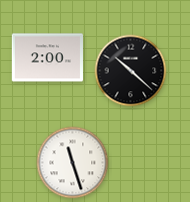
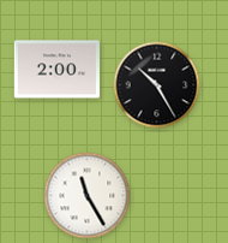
clock at (131, 71): 10:22 -> 10:25
clock at (73, 163): 11:27 -> 11:25
